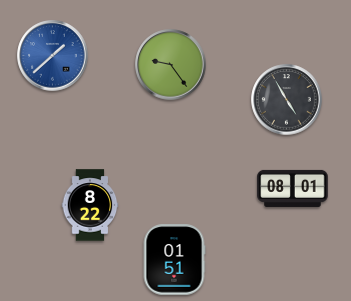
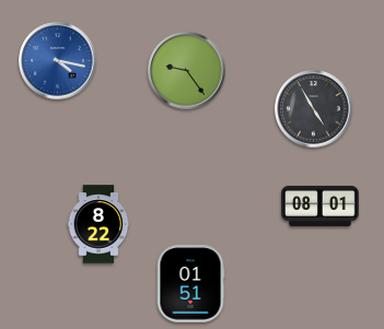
clock at (53, 56): 1:38 -> 4:17
